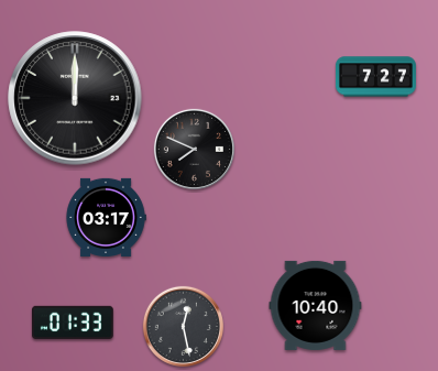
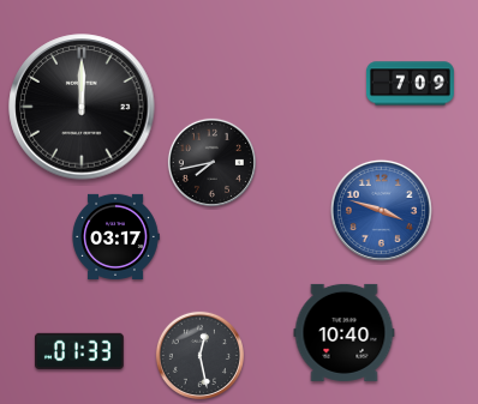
clock at (375, 77): 7:27 -> 7:09
clock at (194, 149): 7:49 -> 7:43
clock at (381, 210): none -> 3:48
